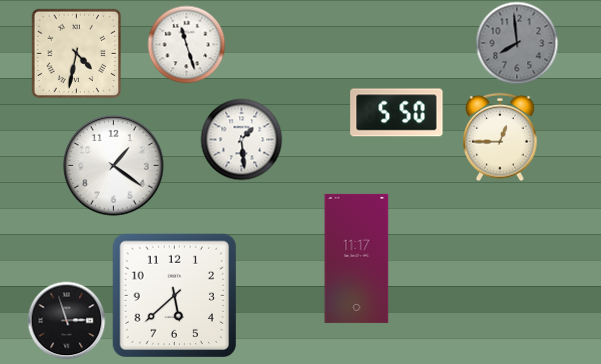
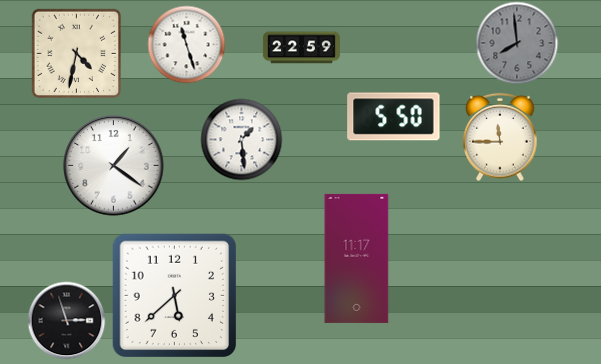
clock at (301, 48): none -> 22:59
clock at (397, 113) position: (397, 113) -> (394, 117)
clock at (500, 137): 12:45 -> 11:45
